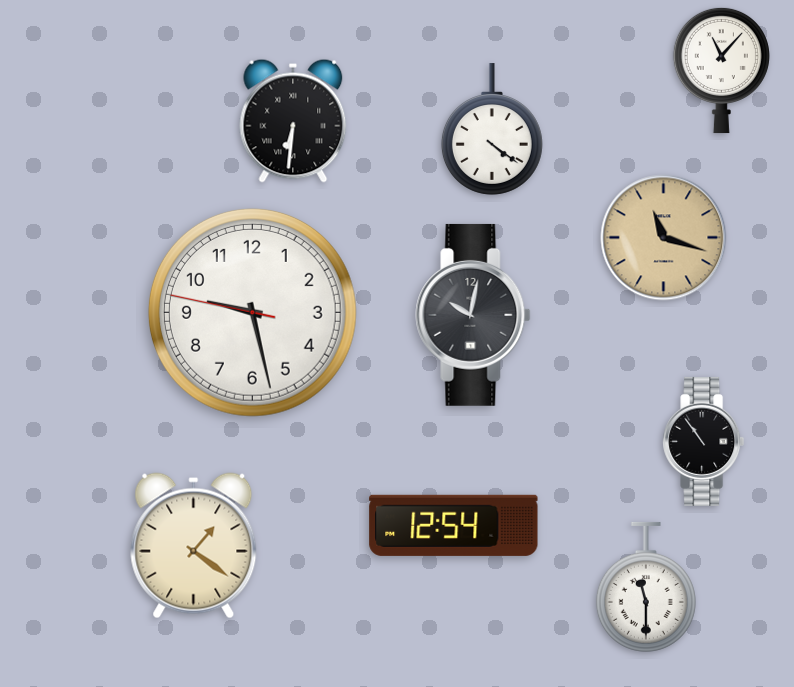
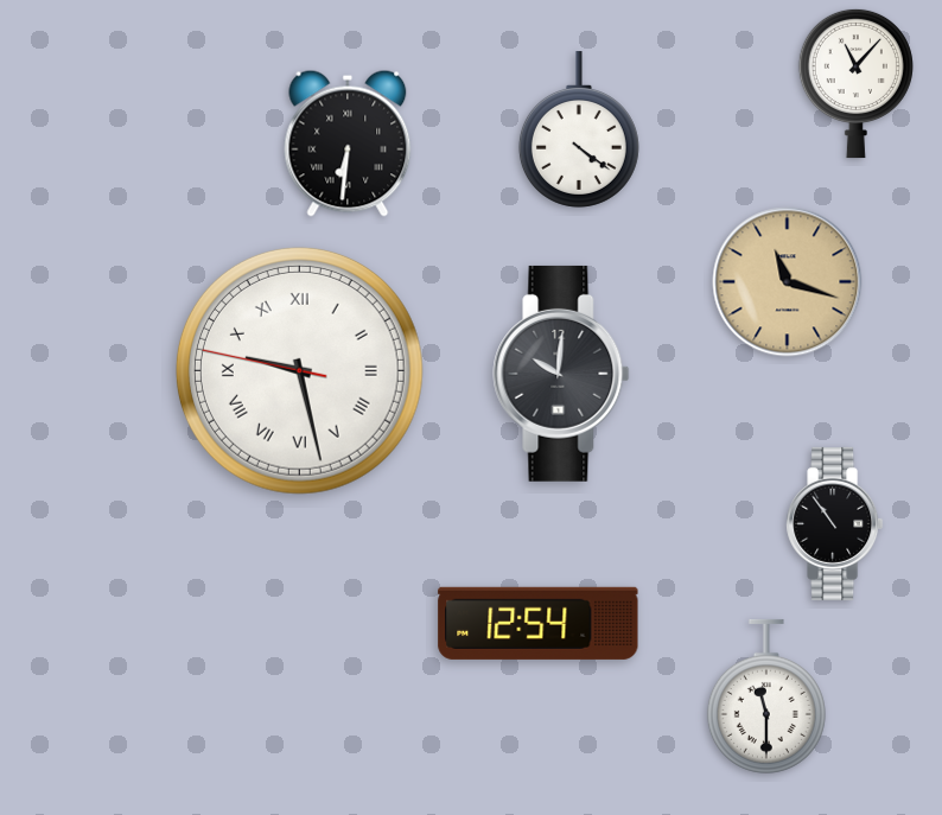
clock at (492, 129) position: (492, 129) -> (579, 129)
clock at (252, 312) numerals: Arabic -> Roman
clock at (473, 315): 10:02 -> 10:01
clock at (194, 546): 1:21 -> none
